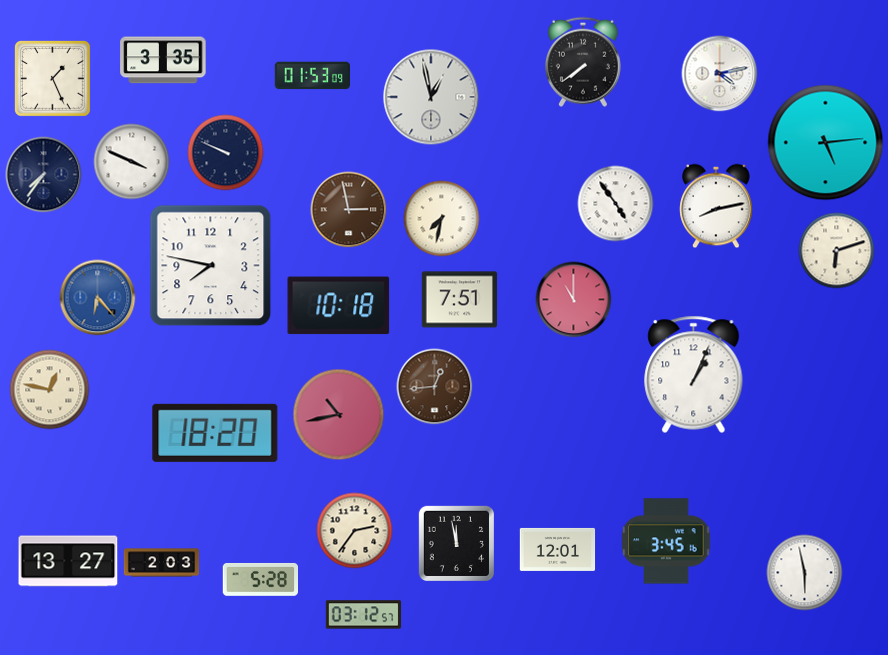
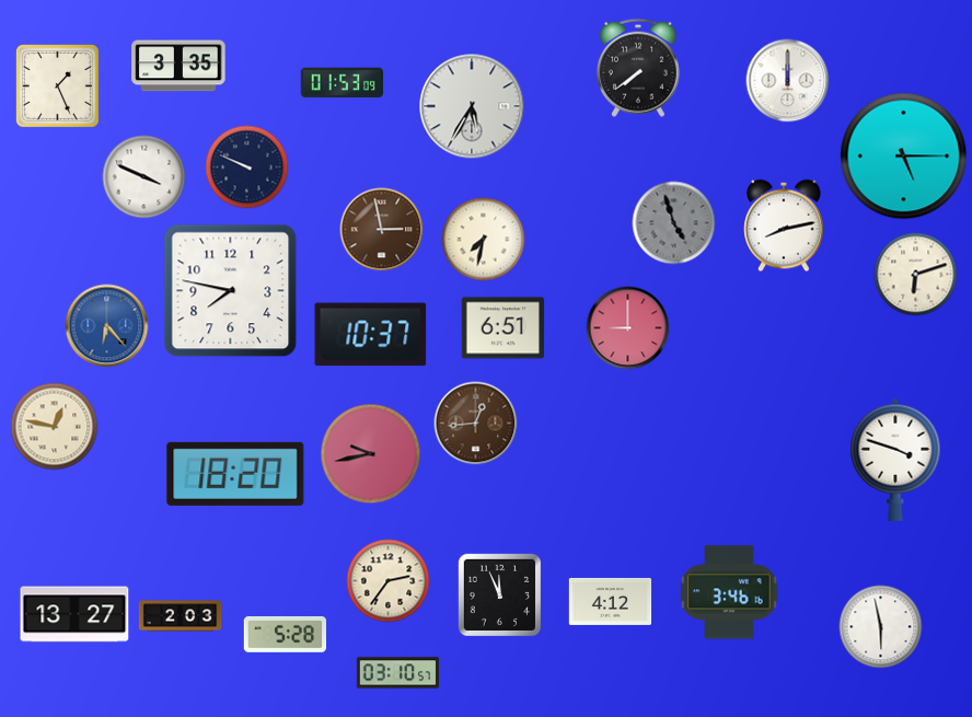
clock at (720, 74): 4:13 -> 12:00
clock at (431, 97): 12:58 -> 5:35
clock at (826, 143): 5:14 -> 5:15
clock at (44, 175): 7:36 -> none
clock at (616, 204): 4:54 -> 4:57
clock at (616, 204) dial: white -> grey
clock at (460, 300): 7:51 -> 6:51
clock at (574, 300): 11:00 -> 9:00
clock at (339, 306): 10:18 -> 10:37
clock at (694, 374): 1:04 -> none
clock at (339, 415): 10:43 -> 9:43
clock at (895, 460): none -> 3:48
clock at (666, 541): 3:45 -> 3:46
clock at (456, 543): 11:58 -> 11:56
clock at (558, 549): 12:01 -> 4:12
clock at (162, 563) position: (162, 563) -> (181, 616)
clock at (364, 615): 03:12 -> 03:10
